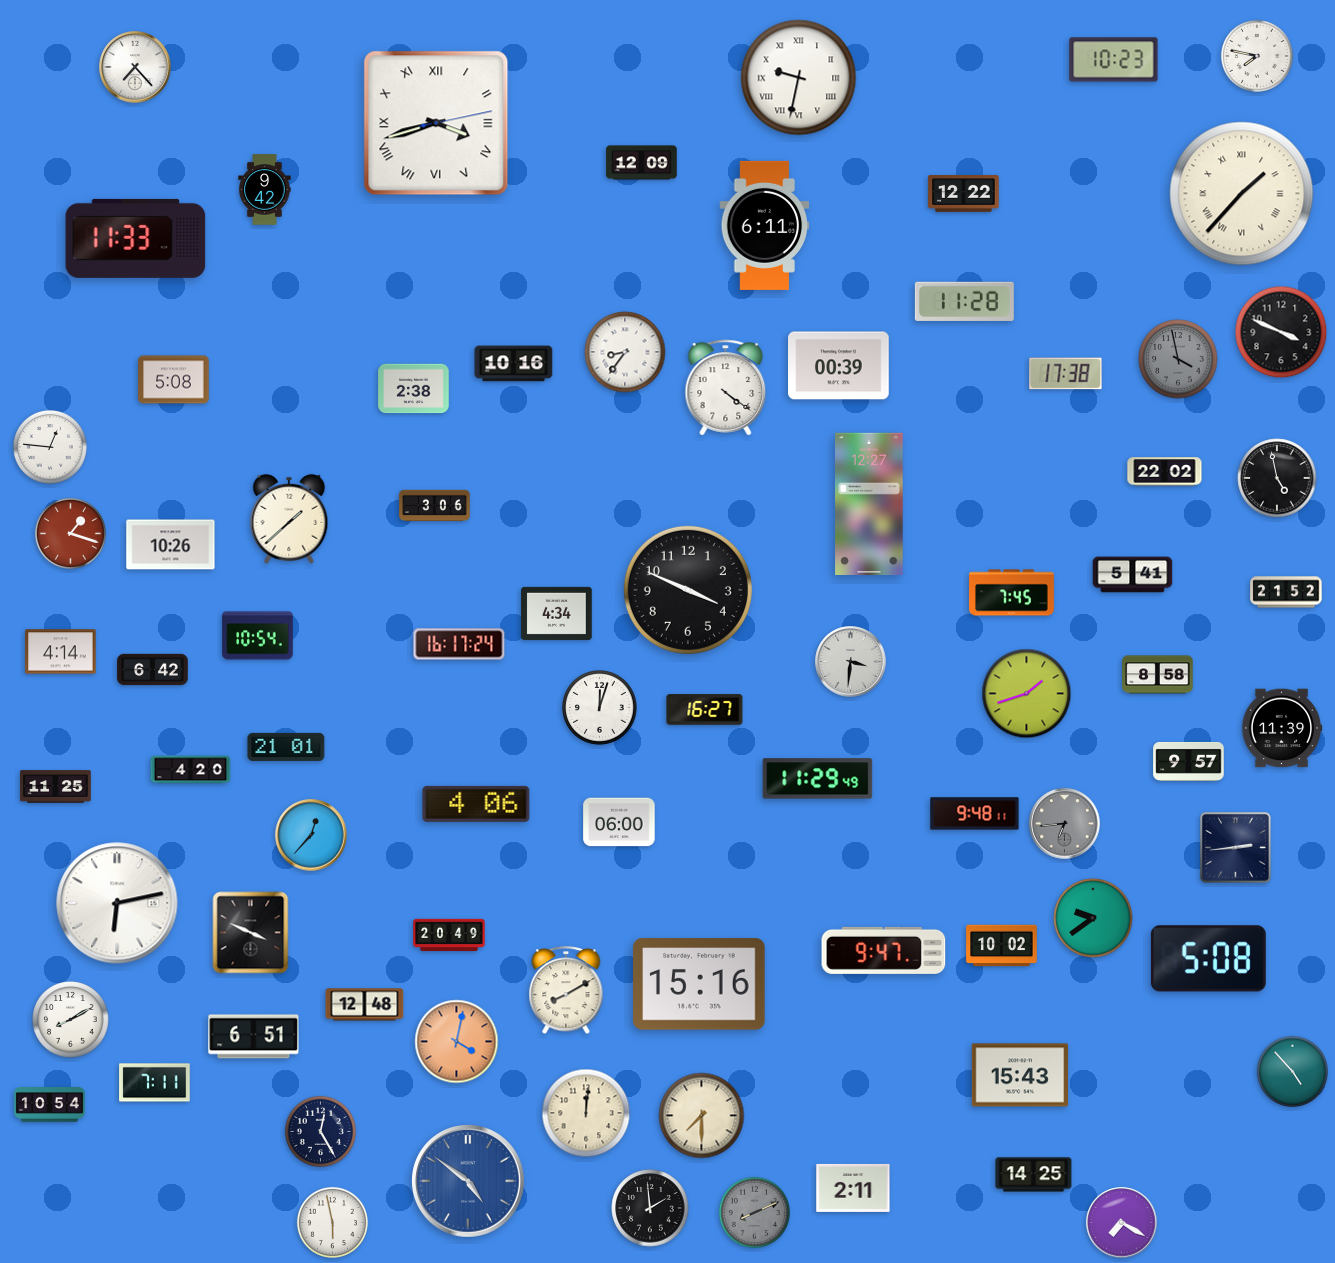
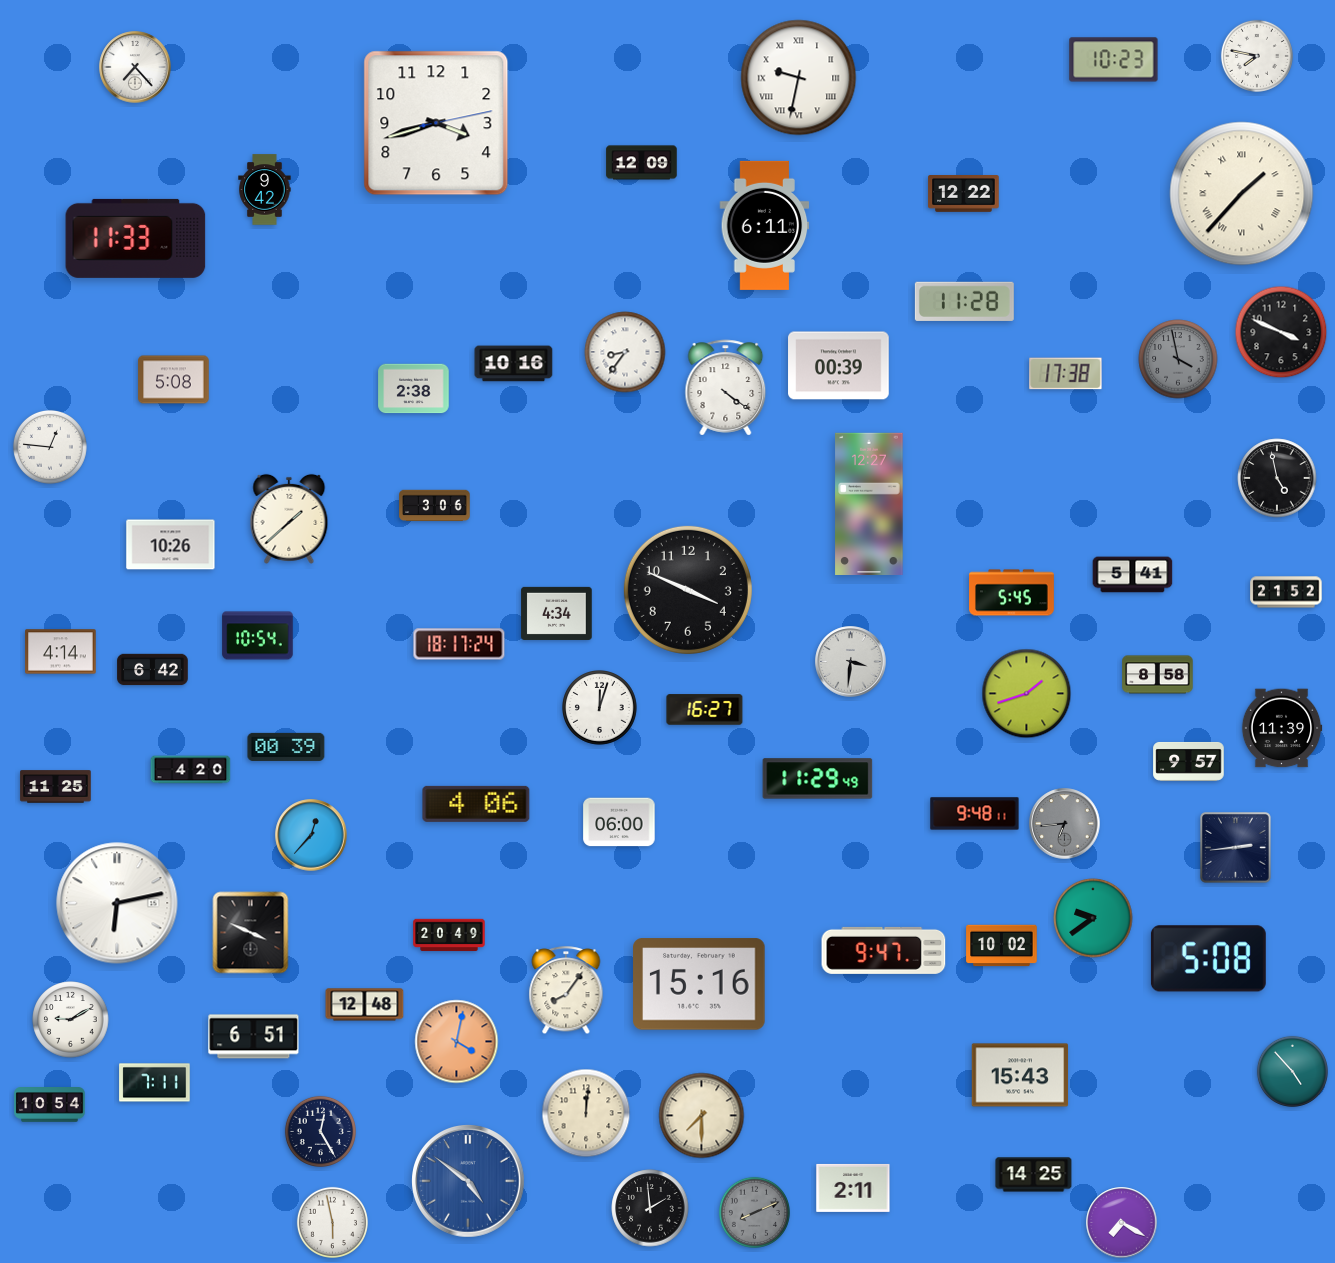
clock at (436, 123) numerals: Roman -> Arabic
clock at (1165, 472): 22:02 -> none
clock at (70, 533): 1:18 -> none
clock at (1012, 593): 7:45 -> 5:45
clock at (459, 644): 16:17 -> 18:17
clock at (286, 747): 21:01 -> 00:39
clock at (566, 991): 8:10 -> 8:06
clock at (71, 1020): 8:10 -> 9:10
